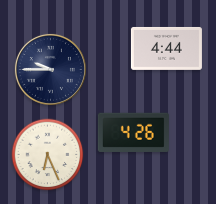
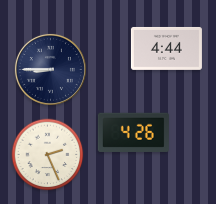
clock at (50, 69): 9:45 -> 8:45
clock at (48, 155): 6:26 -> 2:26
